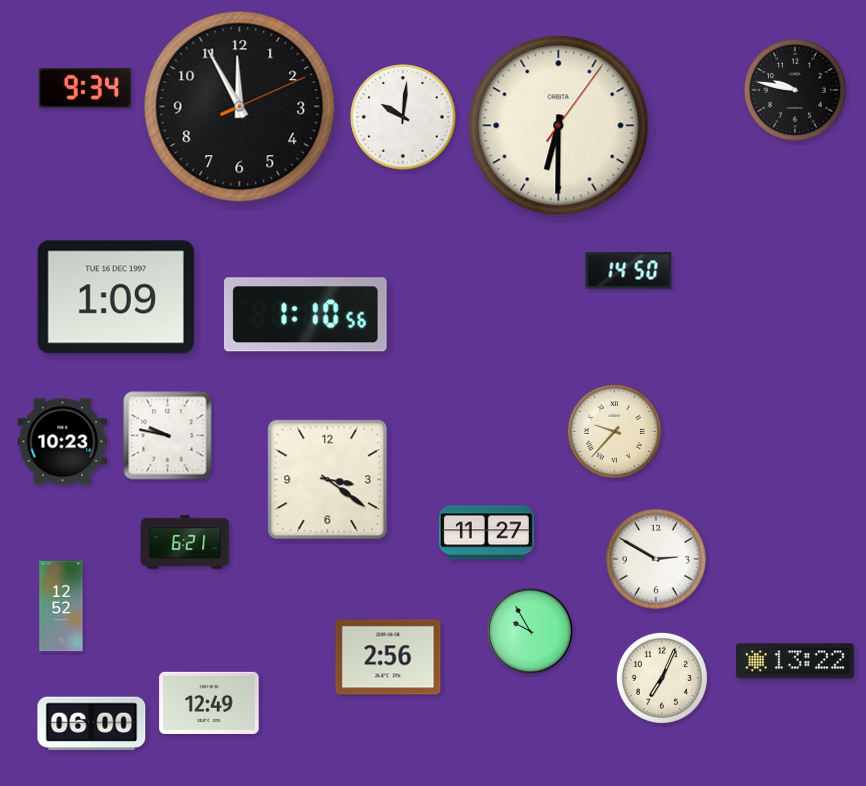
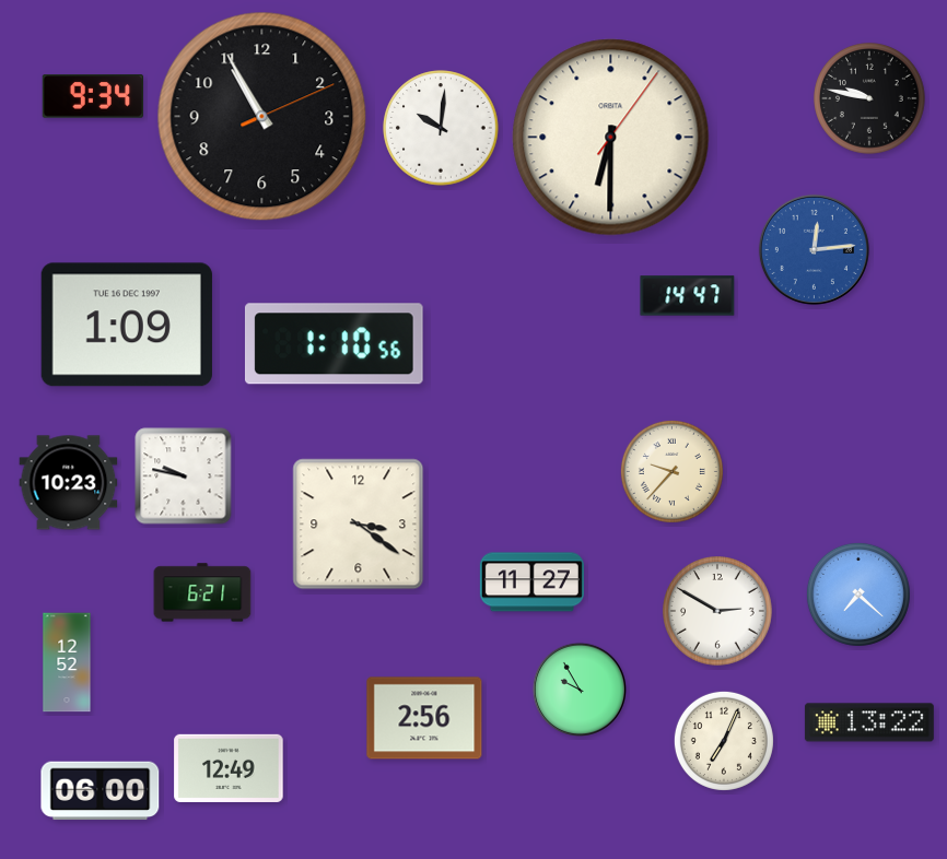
clock at (240, 107): 11:55 -> 10:55
clock at (814, 249): none -> 12:14
clock at (629, 271): 14:50 -> 14:47
clock at (858, 595): none -> 7:22
